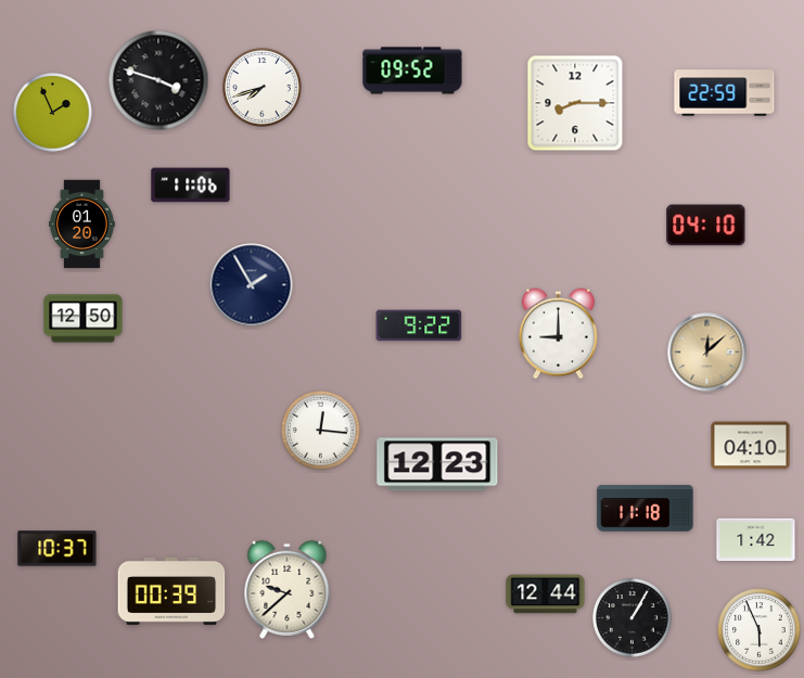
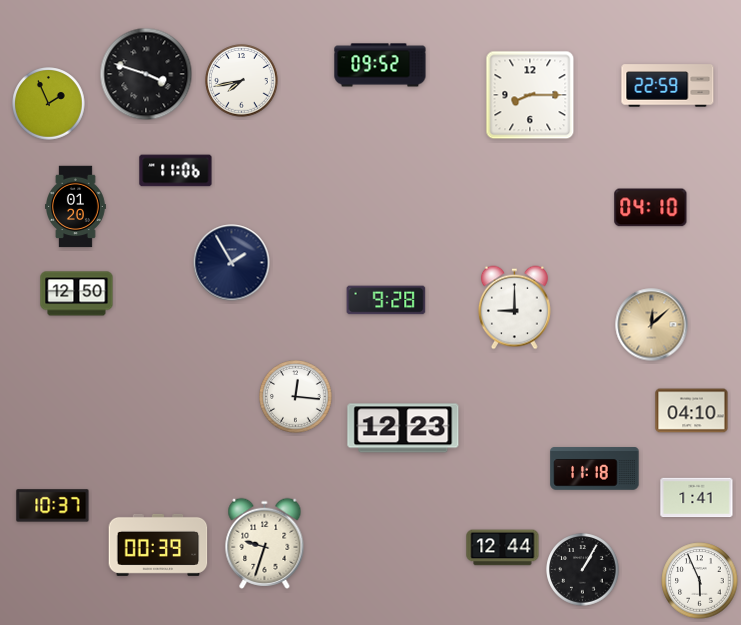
clock at (263, 88): 7:42 -> 7:43
clock at (419, 325): 9:22 -> 9:28
clock at (756, 540): 1:42 -> 1:41
clock at (288, 589): 9:38 -> 9:33
